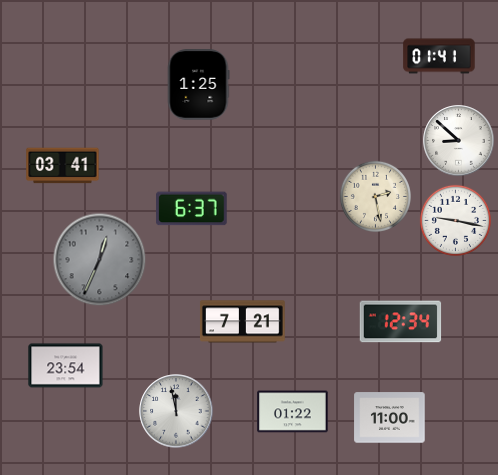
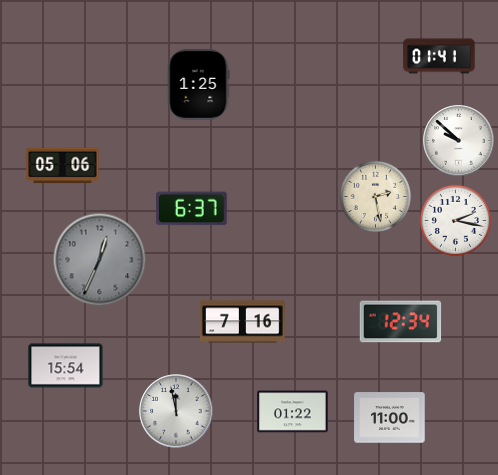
clock at (459, 141): 8:52 -> 9:52
clock at (63, 166): 03:41 -> 05:06
clock at (455, 220): 9:17 -> 2:17
clock at (242, 322): 7:21 -> 7:16
clock at (66, 366): 23:54 -> 15:54
